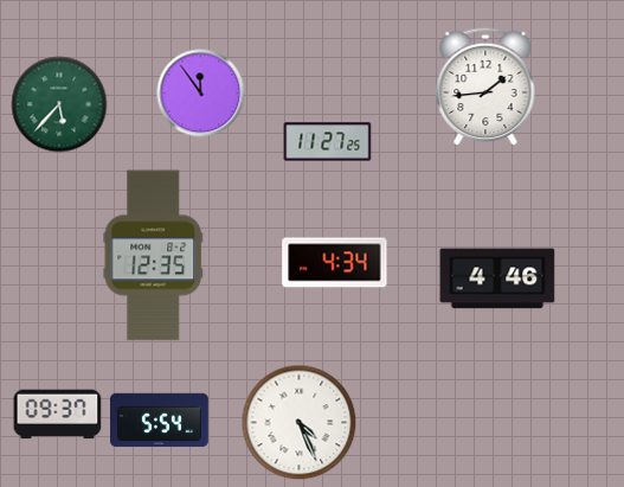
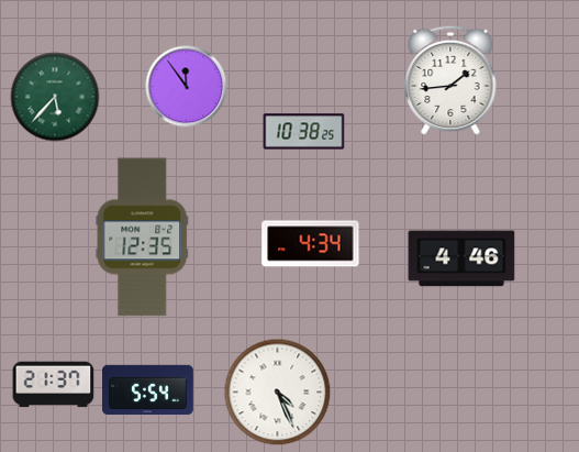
clock at (328, 142): 11:27 -> 10:38
clock at (58, 415): 09:37 -> 21:37
